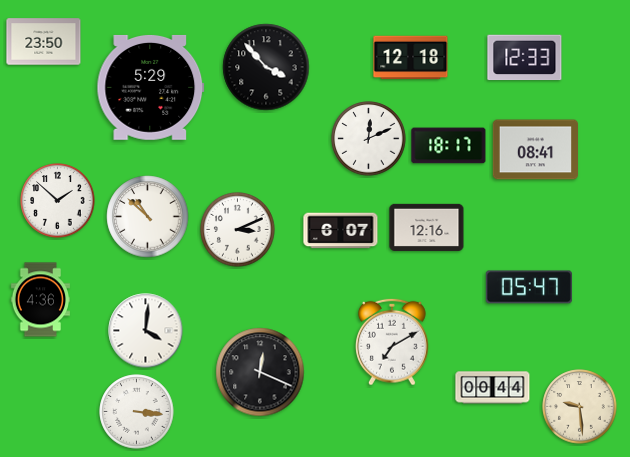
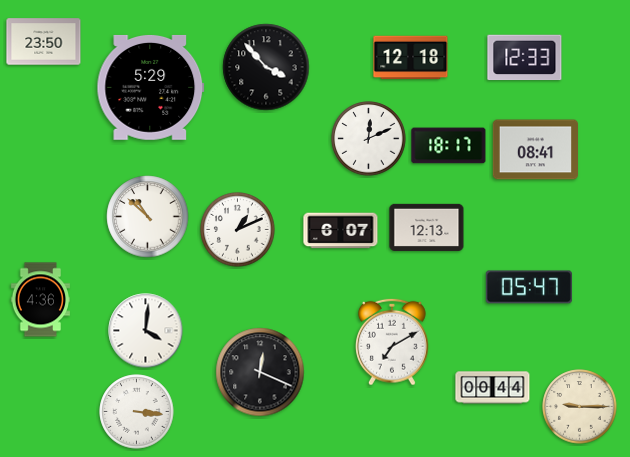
clock at (58, 201): 1:52 -> none
clock at (427, 227): 12:16 -> 12:13
clock at (238, 230): 3:11 -> 1:11
clock at (580, 407): 9:29 -> 9:15
